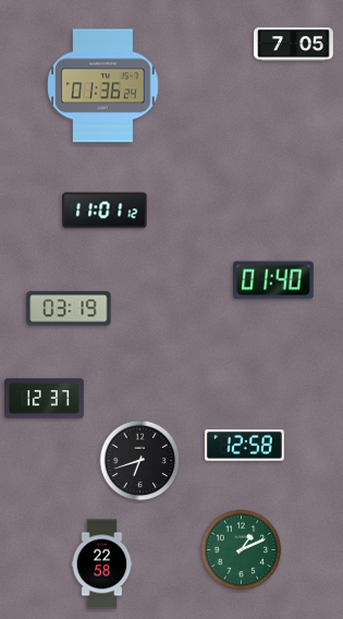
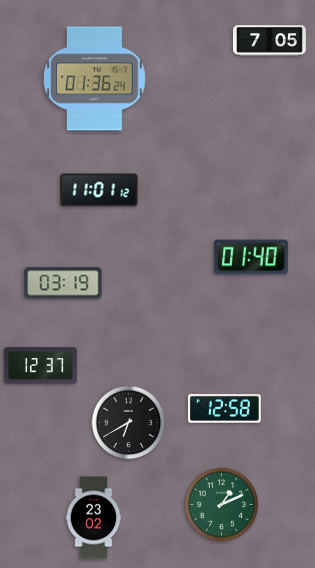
clock at (105, 210) position: (105, 210) -> (99, 190)
clock at (140, 461): 6:42 -> 6:40
clock at (102, 565): 22:58 -> 23:02
